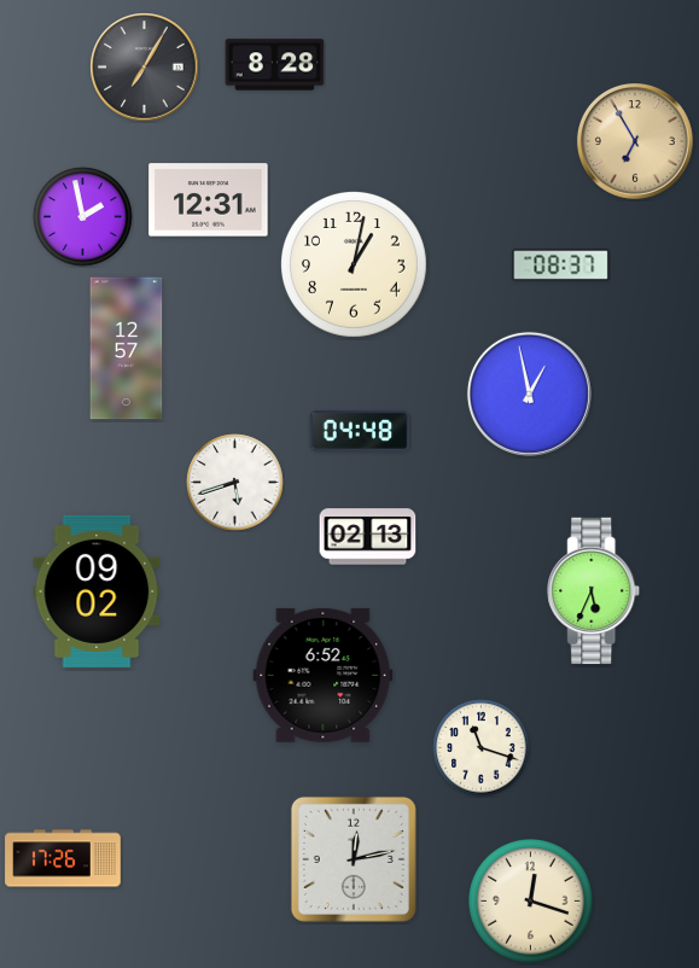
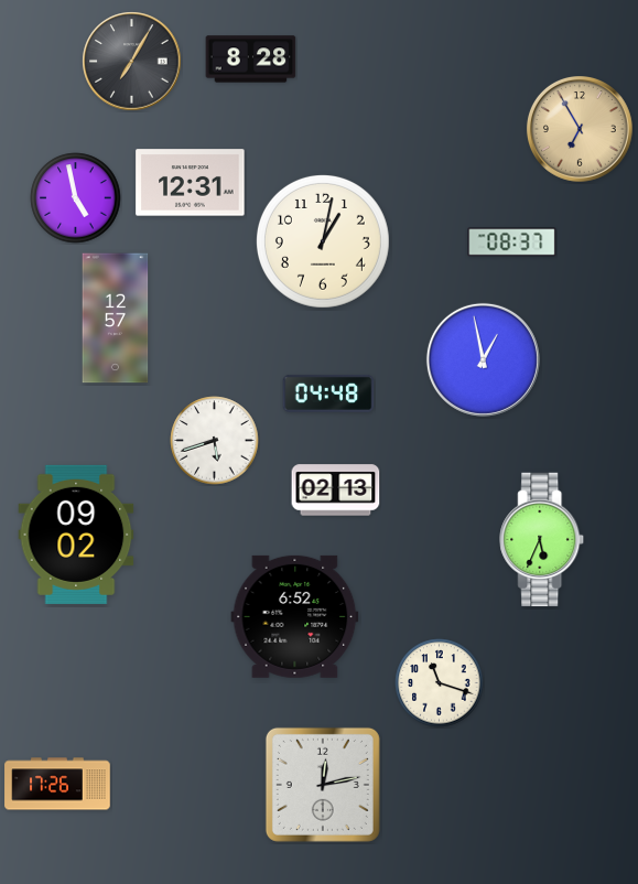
clock at (83, 217): 1:58 -> 4:58
clock at (97, 591) position: (97, 591) -> (76, 535)
clock at (531, 902): 12:18 -> none
